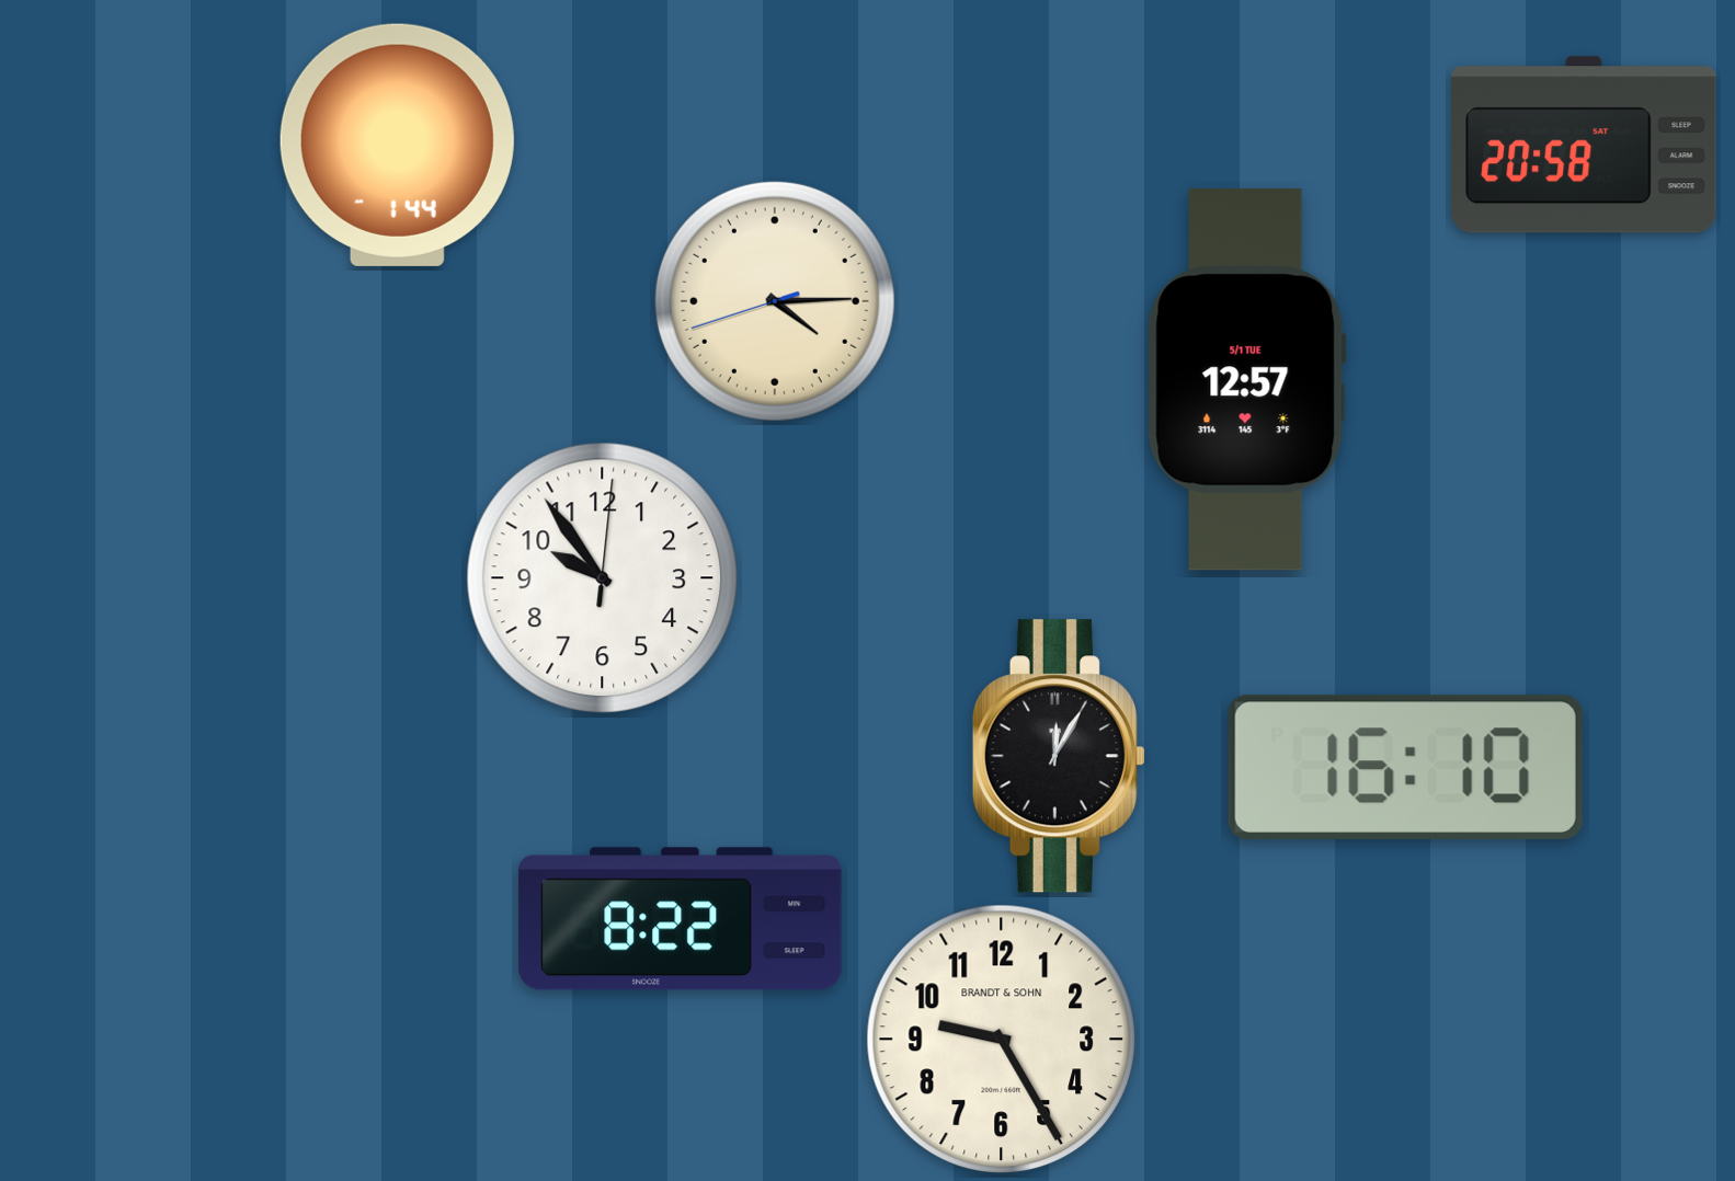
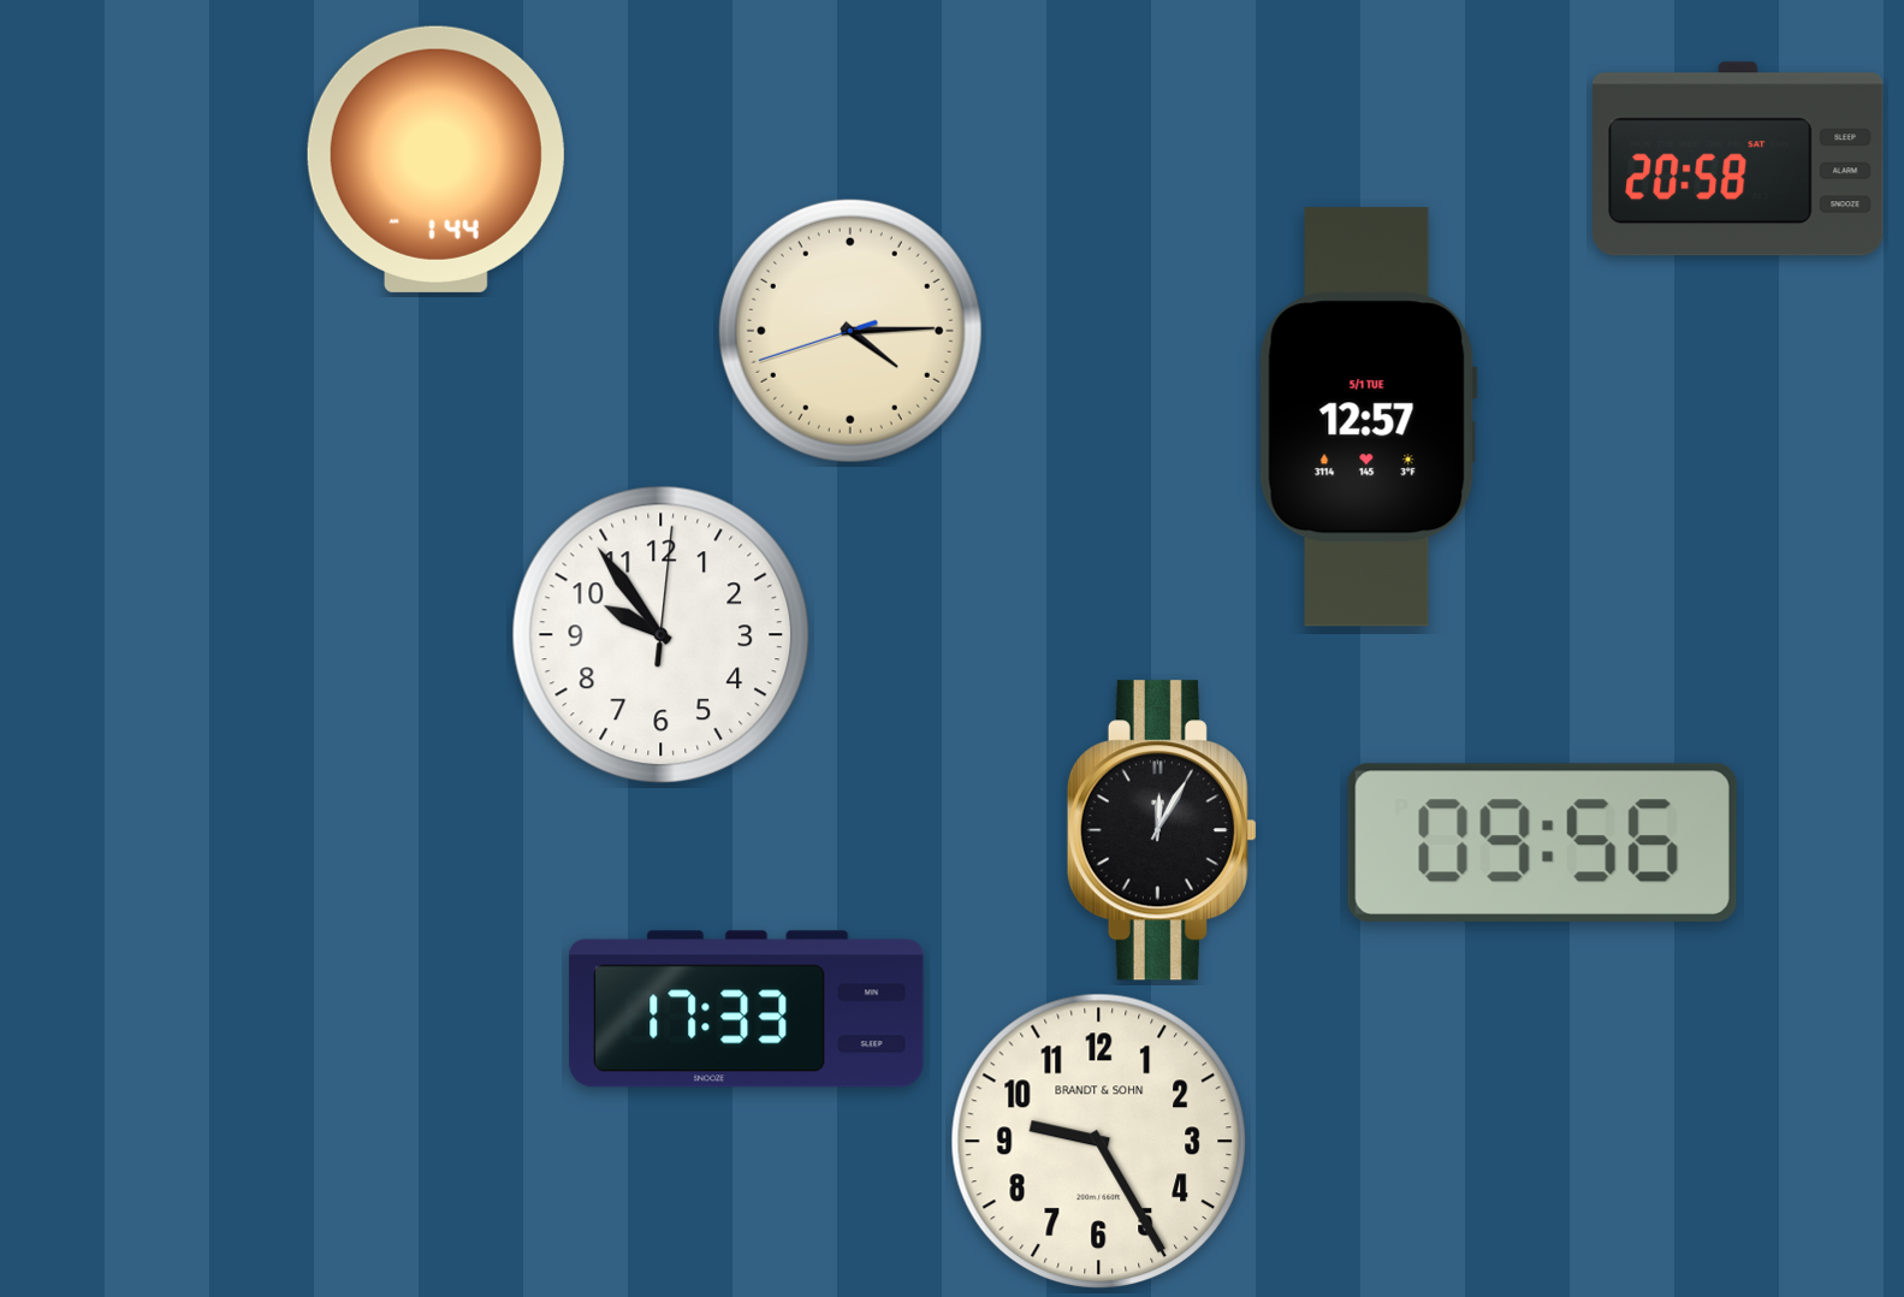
clock at (1405, 767): 16:10 -> 09:56
clock at (681, 919): 8:22 -> 17:33
